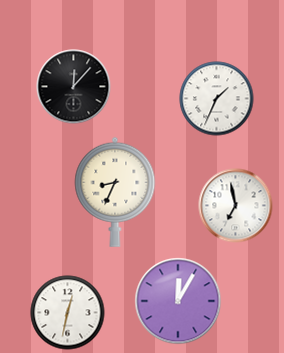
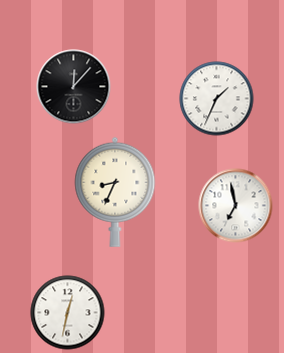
clock at (178, 301): 12:05 -> none
